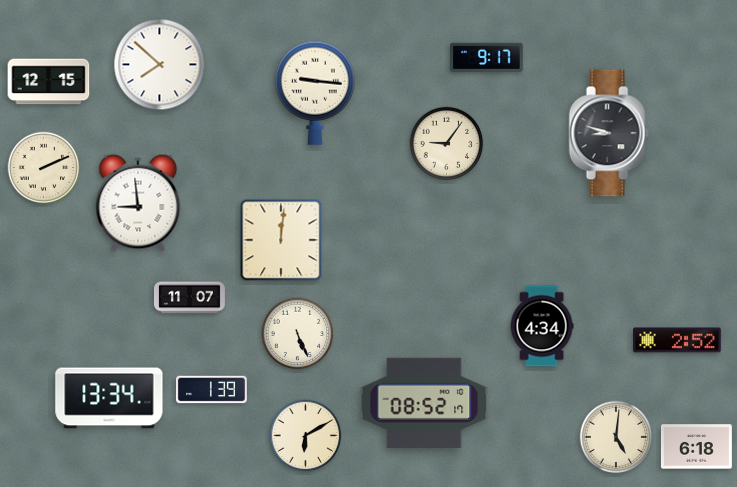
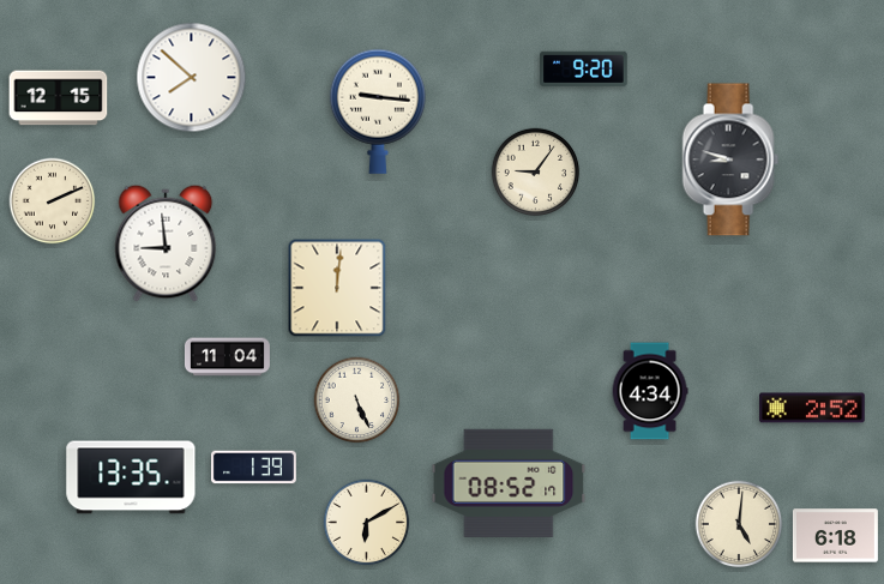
clock at (487, 57): 9:17 -> 9:20
clock at (189, 298): 11:07 -> 11:04
clock at (109, 398): 13:34 -> 13:35
